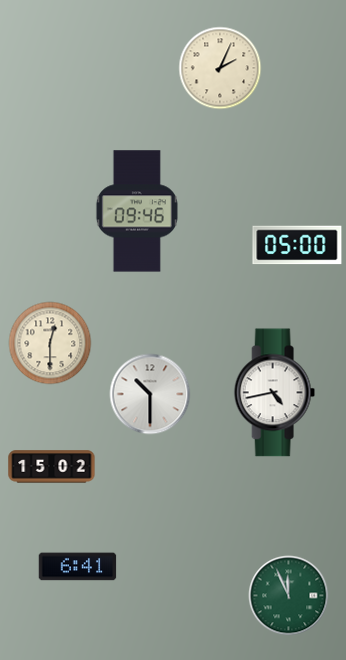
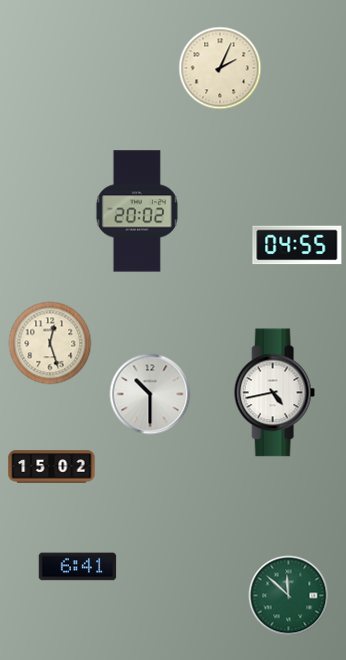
clock at (137, 211): 09:46 -> 20:02
clock at (297, 245): 05:00 -> 04:55
clock at (50, 343): 12:30 -> 12:27
clock at (289, 596): 11:56 -> 11:52
